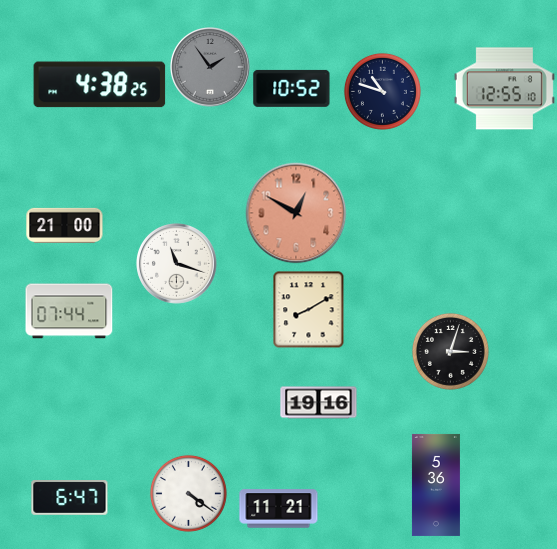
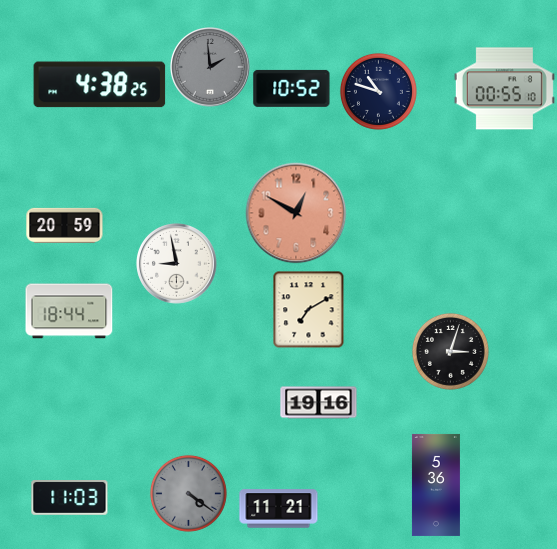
clock at (211, 68): 1:54 -> 1:59
clock at (504, 89): 12:55 -> 00:55
clock at (382, 91) position: (382, 91) -> (378, 91)
clock at (65, 225): 21:00 -> 20:59
clock at (177, 264): 11:18 -> 8:58
clock at (309, 309): 8:10 -> 7:10
clock at (69, 311): 07:44 -> 18:44
clock at (188, 493) dial: white -> grey
clock at (70, 498): 6:47 -> 11:03
